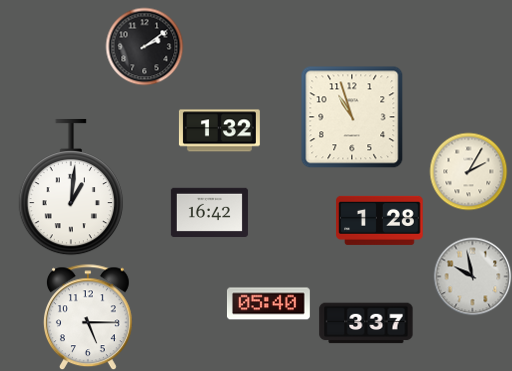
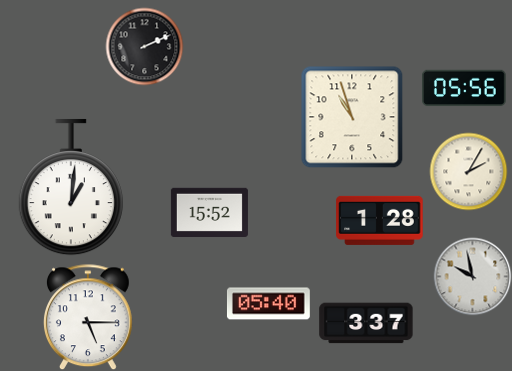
clock at (144, 46): 2:09 -> 2:11
clock at (465, 88): none -> 05:56
clock at (219, 131): 1:32 -> none
clock at (209, 212): 16:42 -> 15:52
